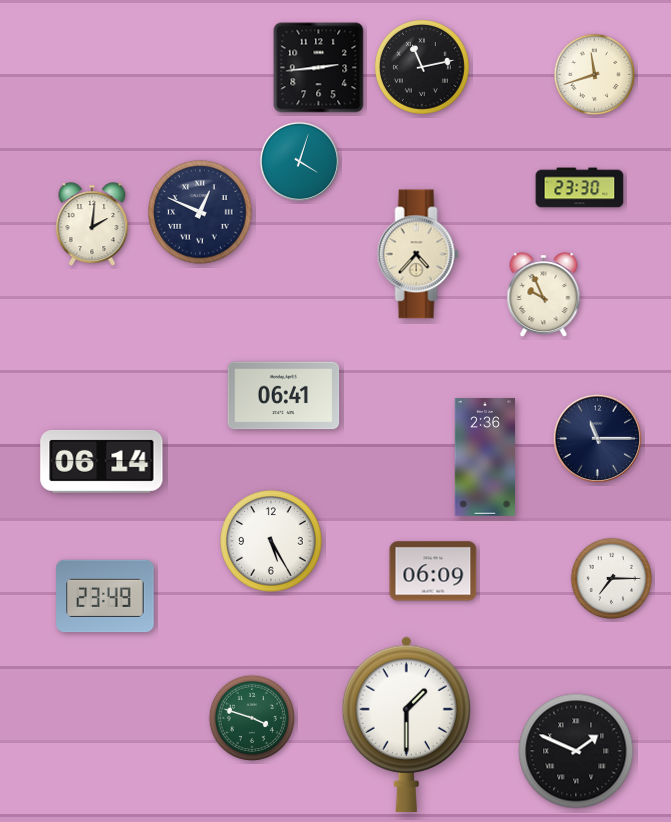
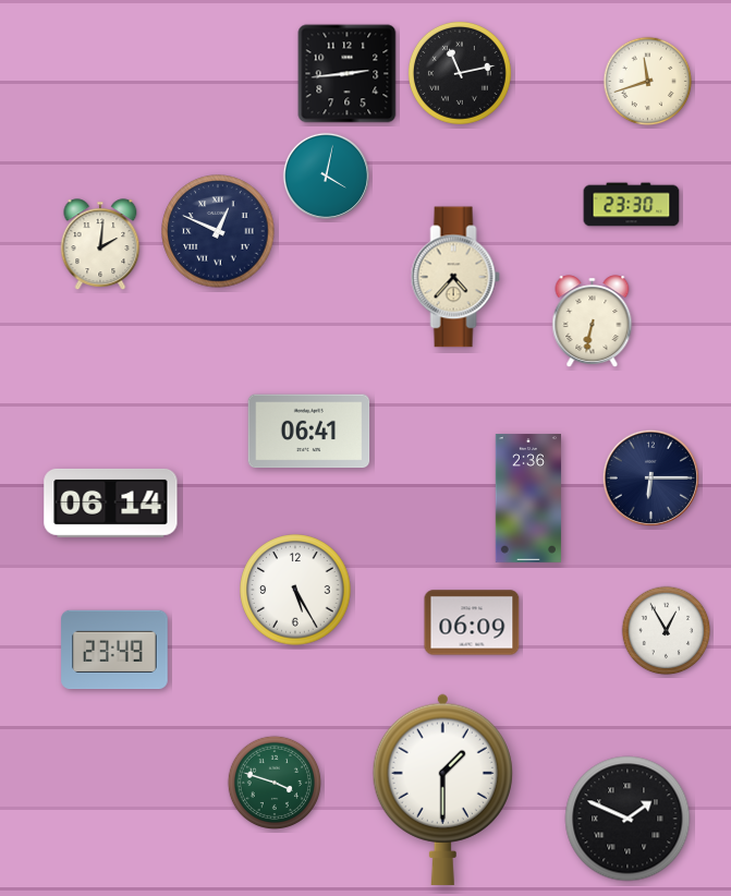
clock at (299, 161): 4:03 -> 4:02
clock at (544, 295): 9:56 -> 6:32
clock at (597, 438): 11:15 -> 6:15
clock at (612, 579): 7:15 -> 12:55
